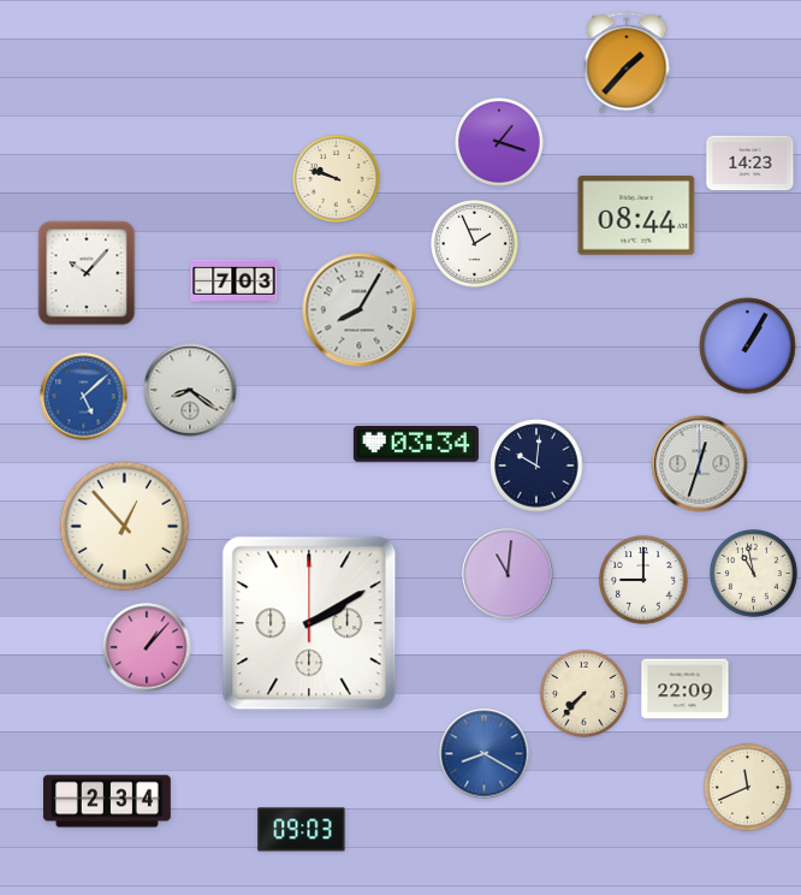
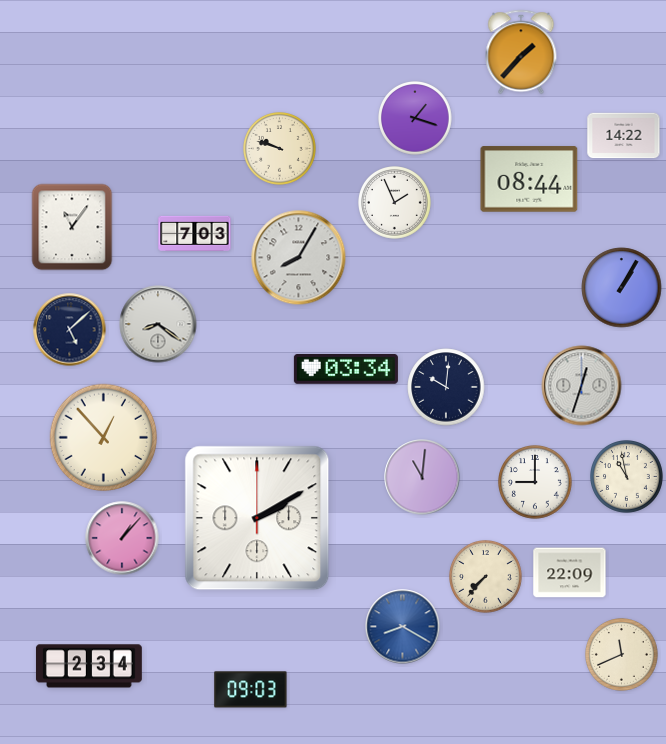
clock at (750, 164): 14:23 -> 14:22
clock at (87, 273): 10:07 -> 11:06
clock at (84, 397) dial: blue -> navy
